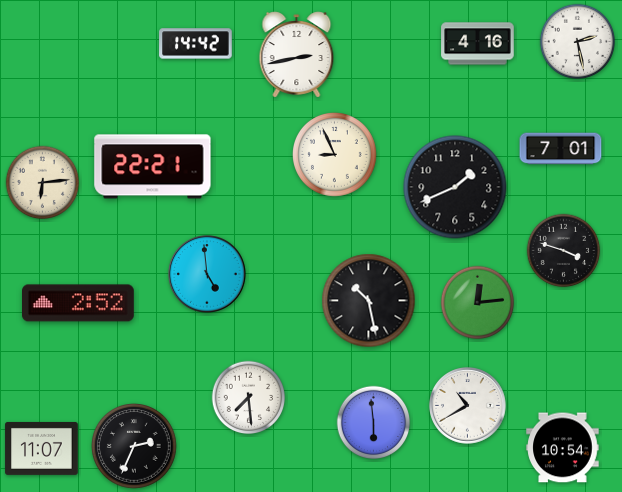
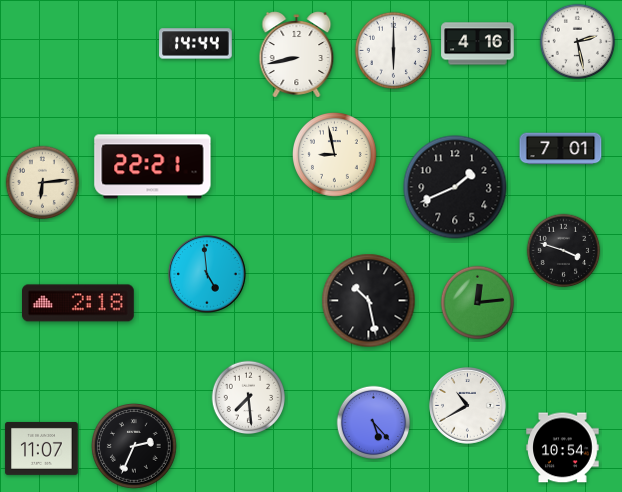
clock at (196, 44): 14:42 -> 14:44
clock at (393, 50): none -> 6:00
clock at (297, 55): 2:43 -> 8:43
clock at (335, 155): 8:56 -> 8:58
clock at (79, 303): 2:52 -> 2:18
clock at (374, 423): 5:59 -> 5:23
